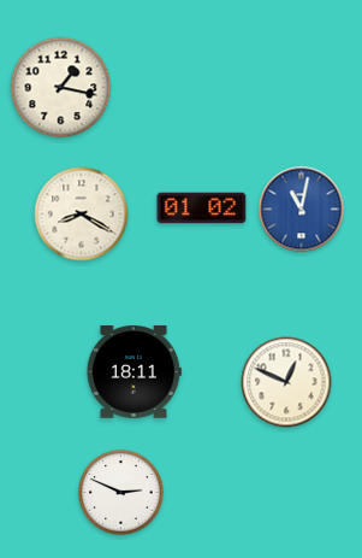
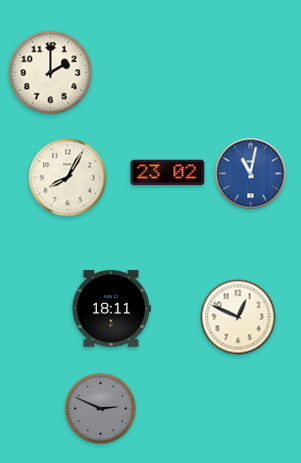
clock at (61, 88): 1:17 -> 2:00
clock at (202, 208): 01:02 -> 23:02
clock at (82, 215): 8:20 -> 8:05
clock at (121, 493) dial: white -> grey
